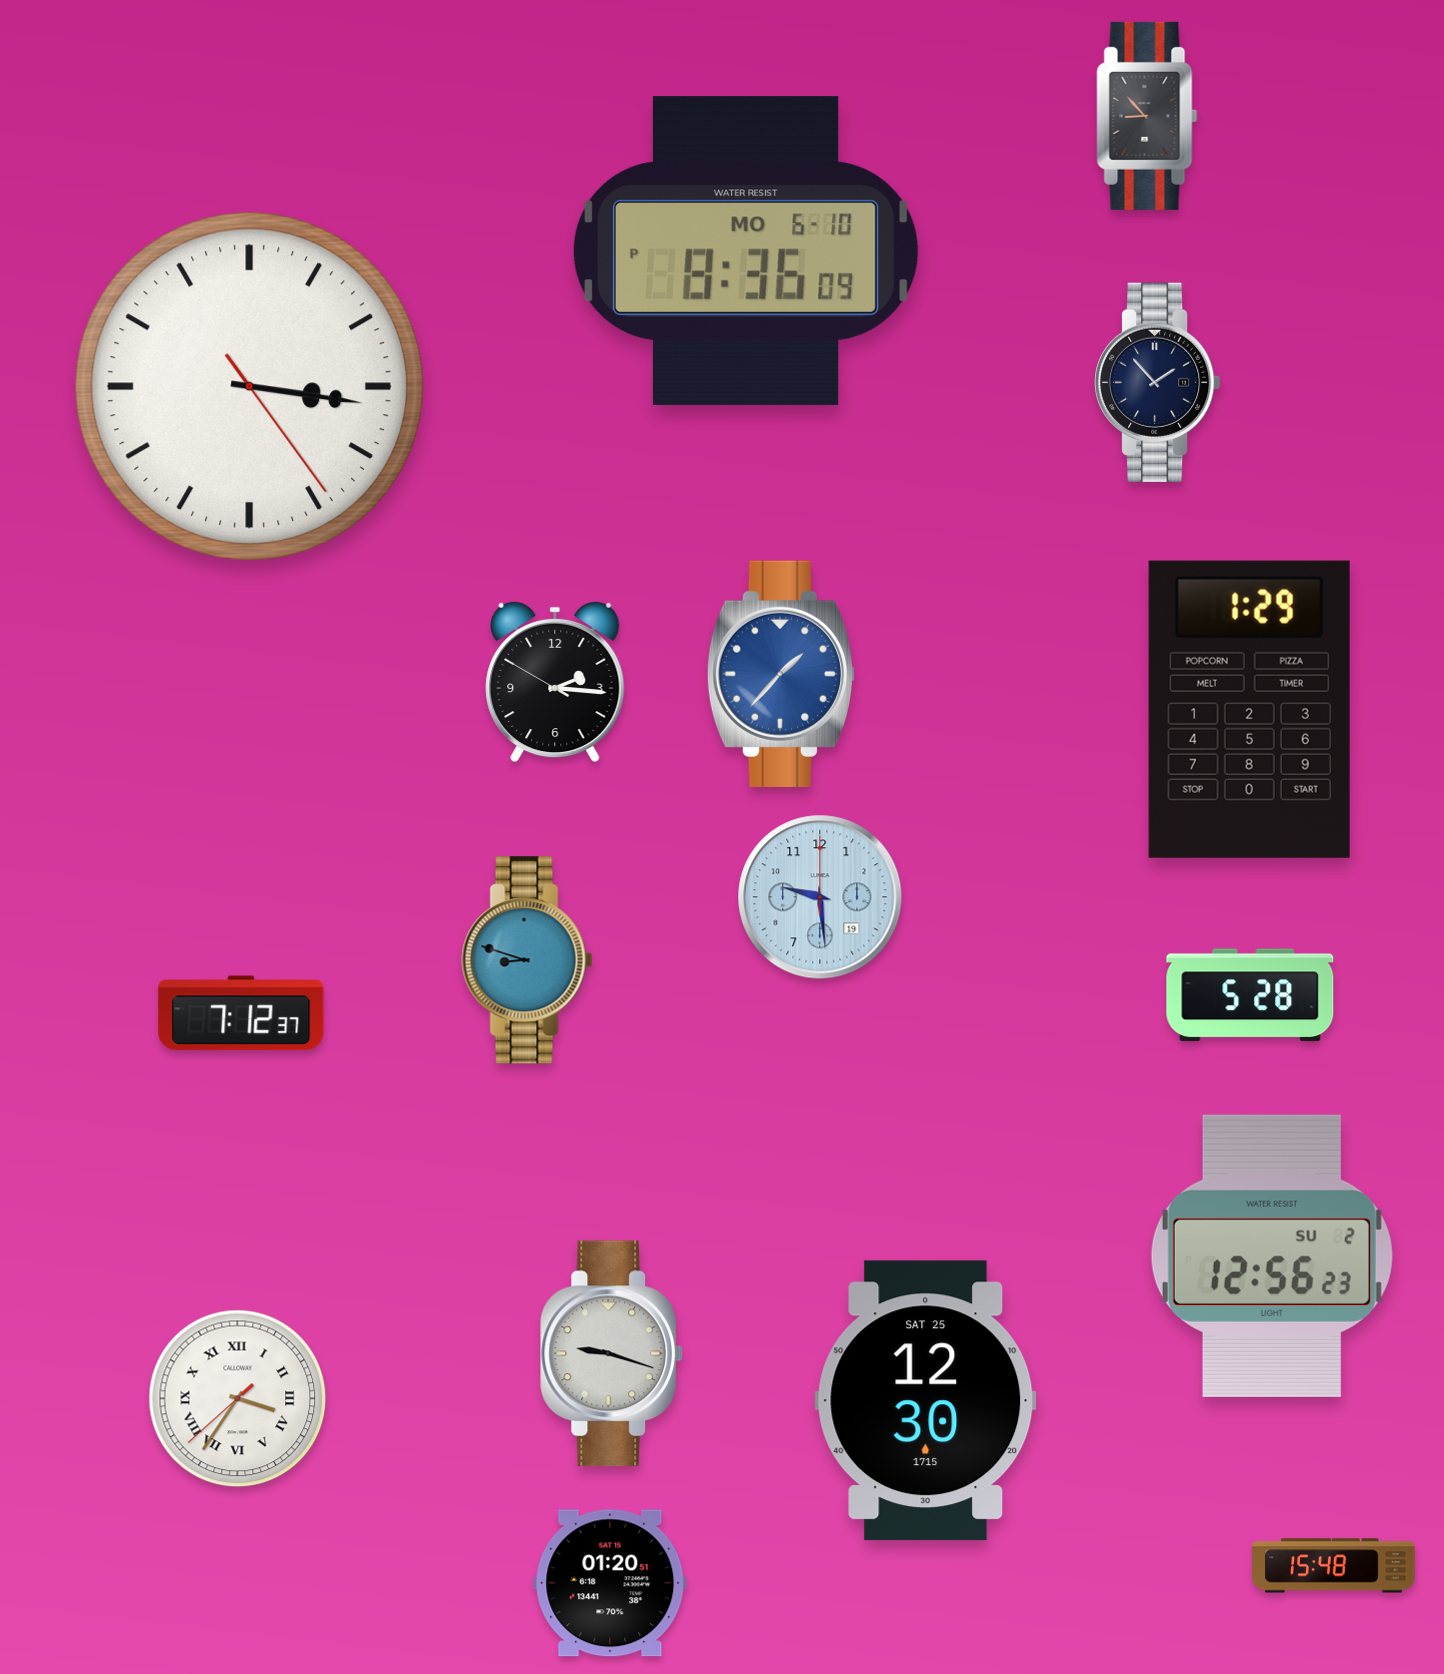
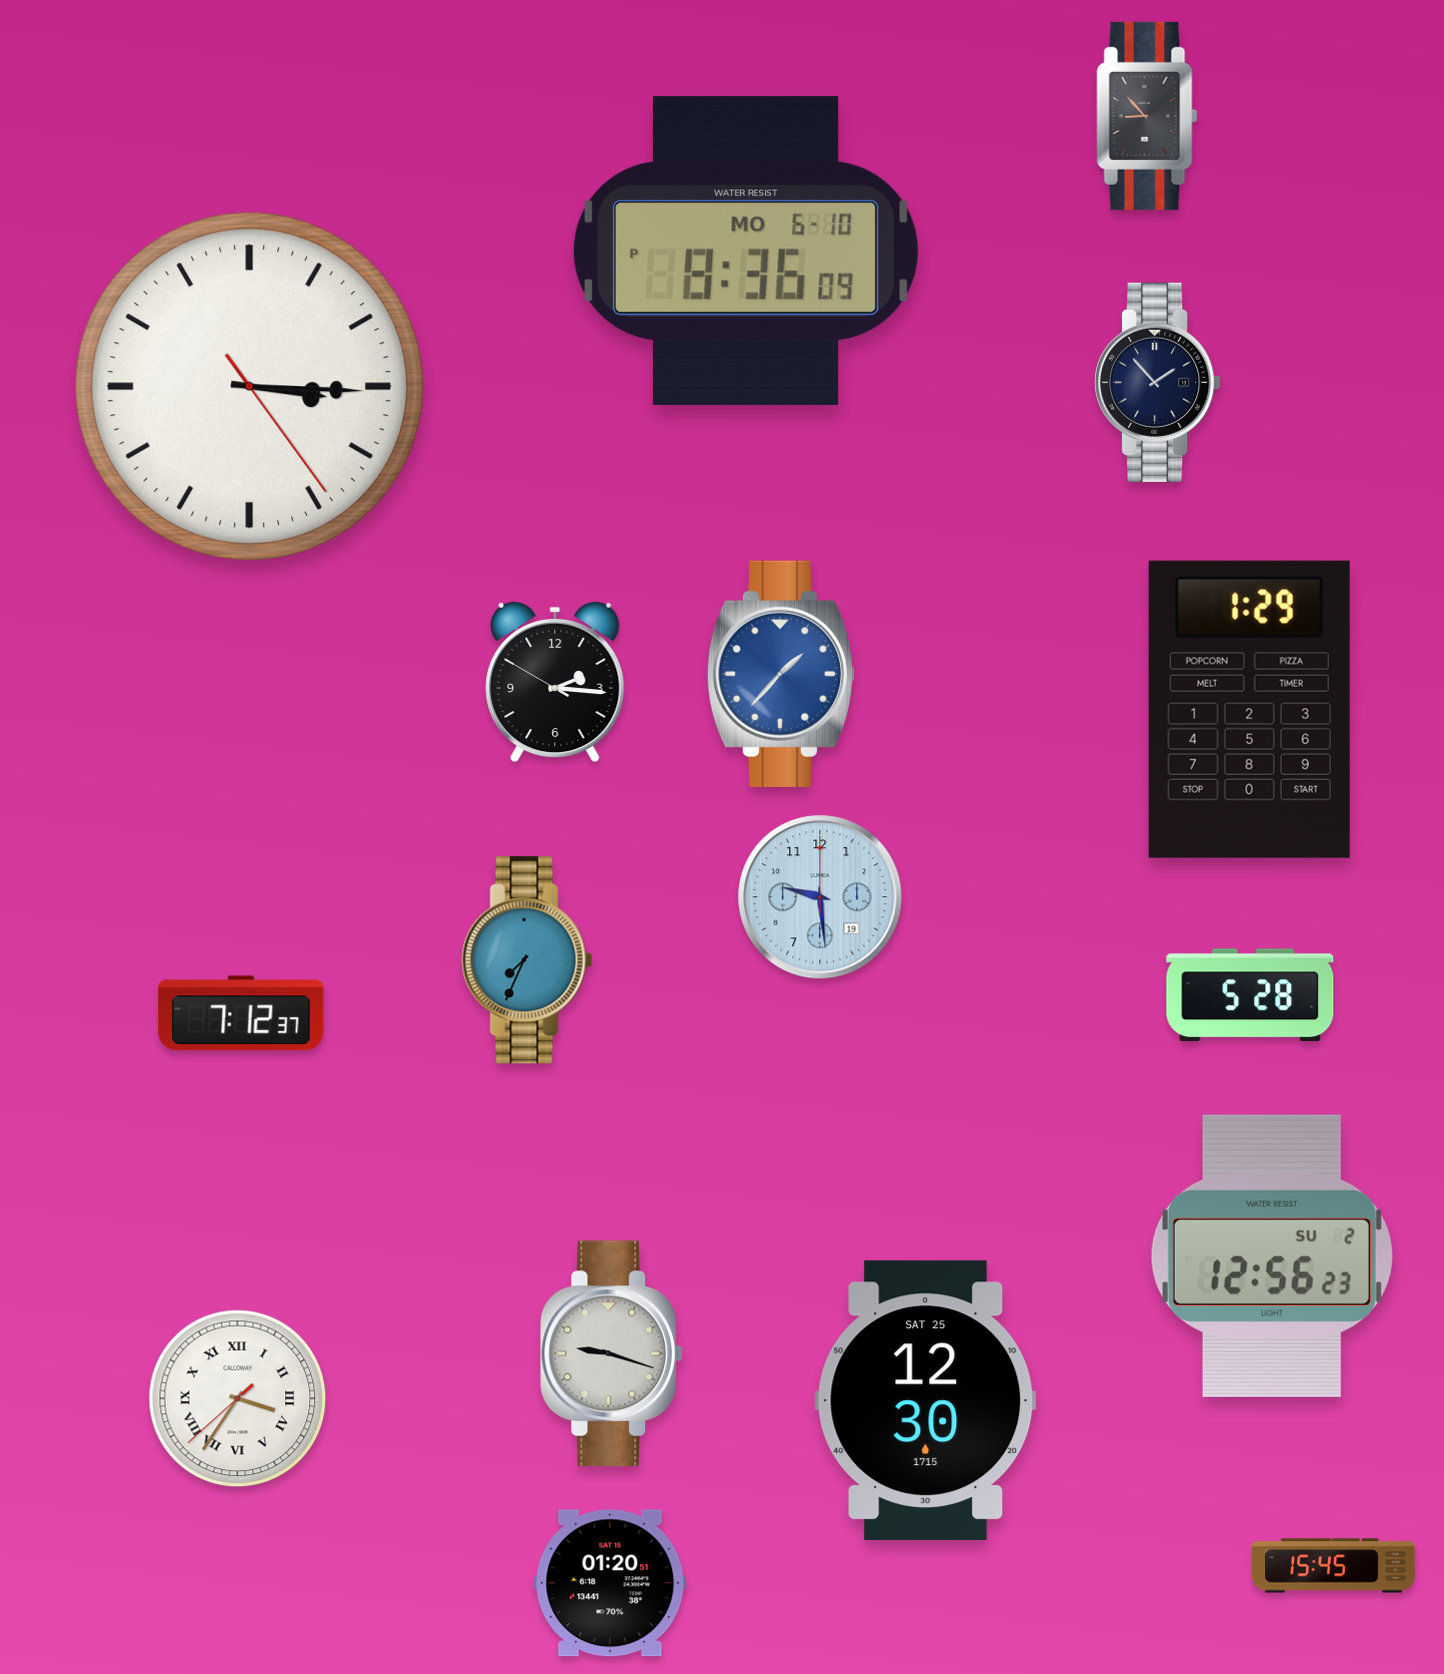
clock at (249, 386): 3:16 -> 3:15
clock at (527, 960): 8:48 -> 7:34
clock at (1334, 1566): 15:48 -> 15:45
